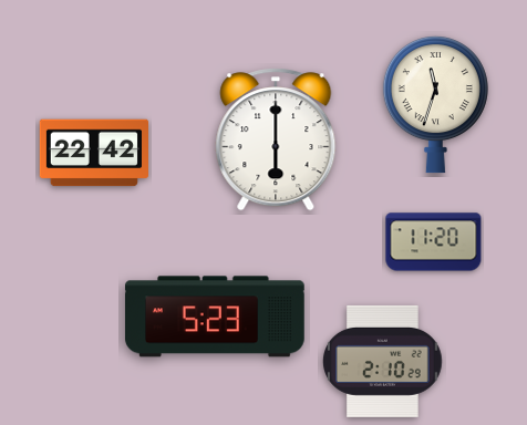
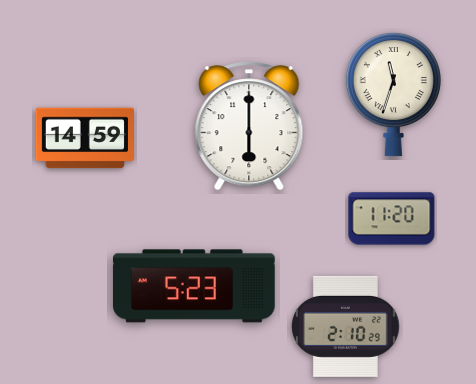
clock at (93, 153): 22:42 -> 14:59
